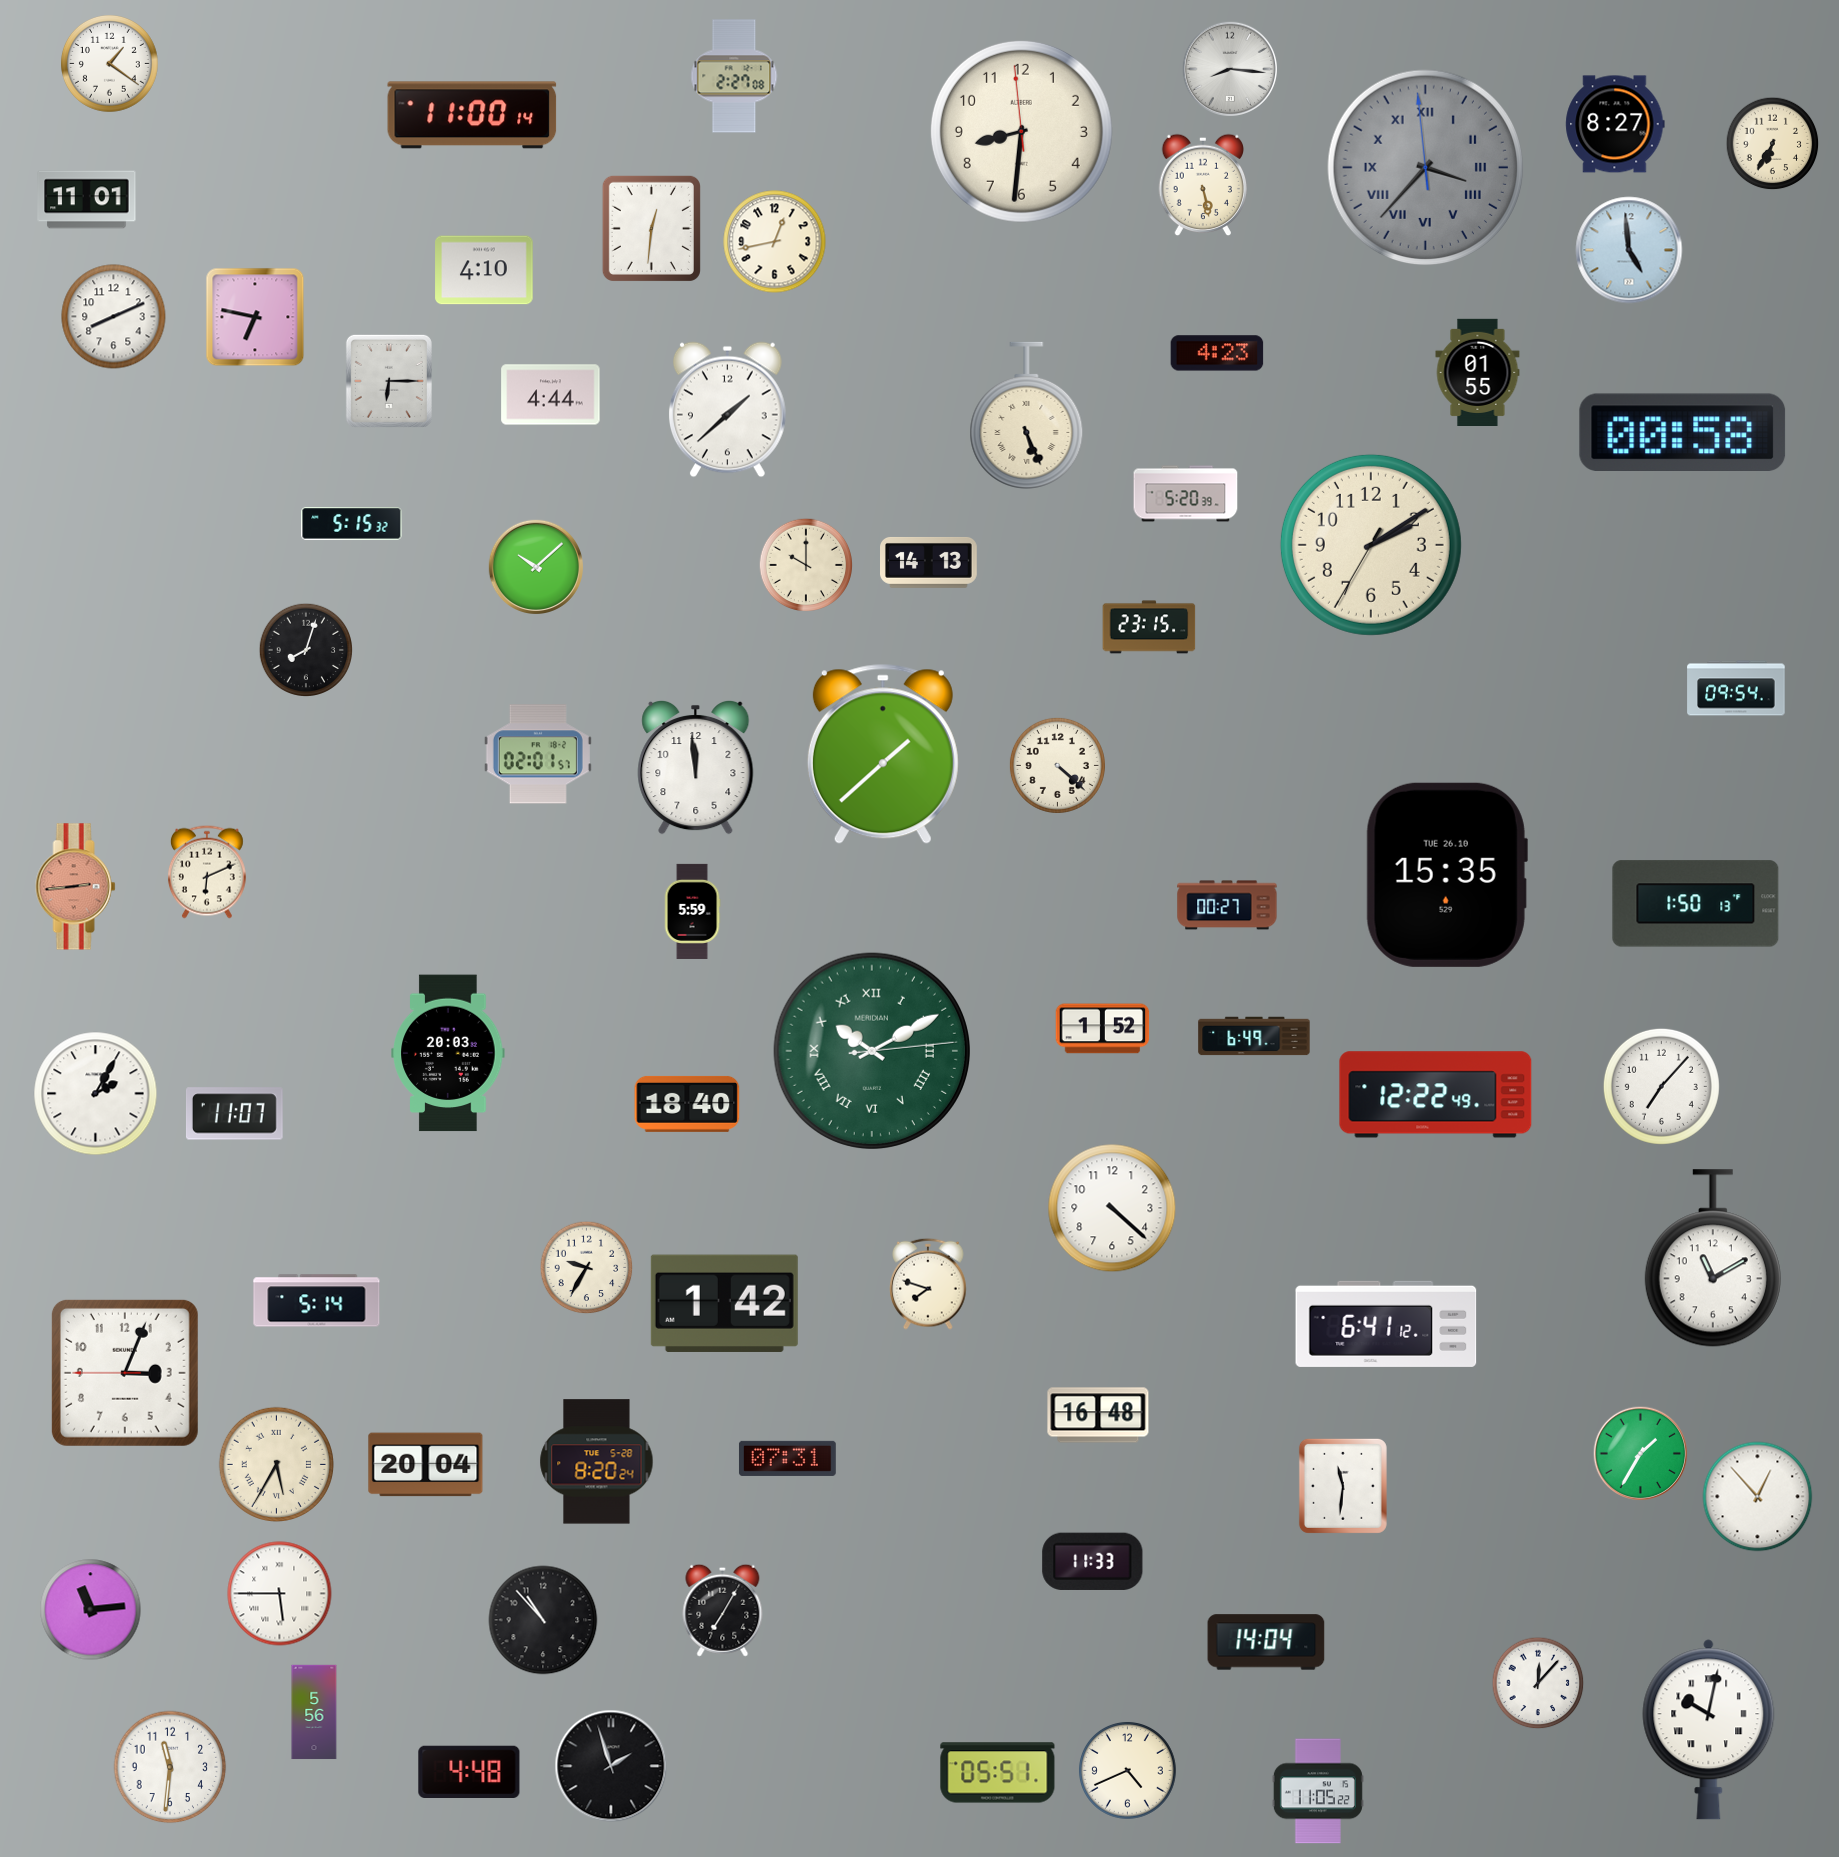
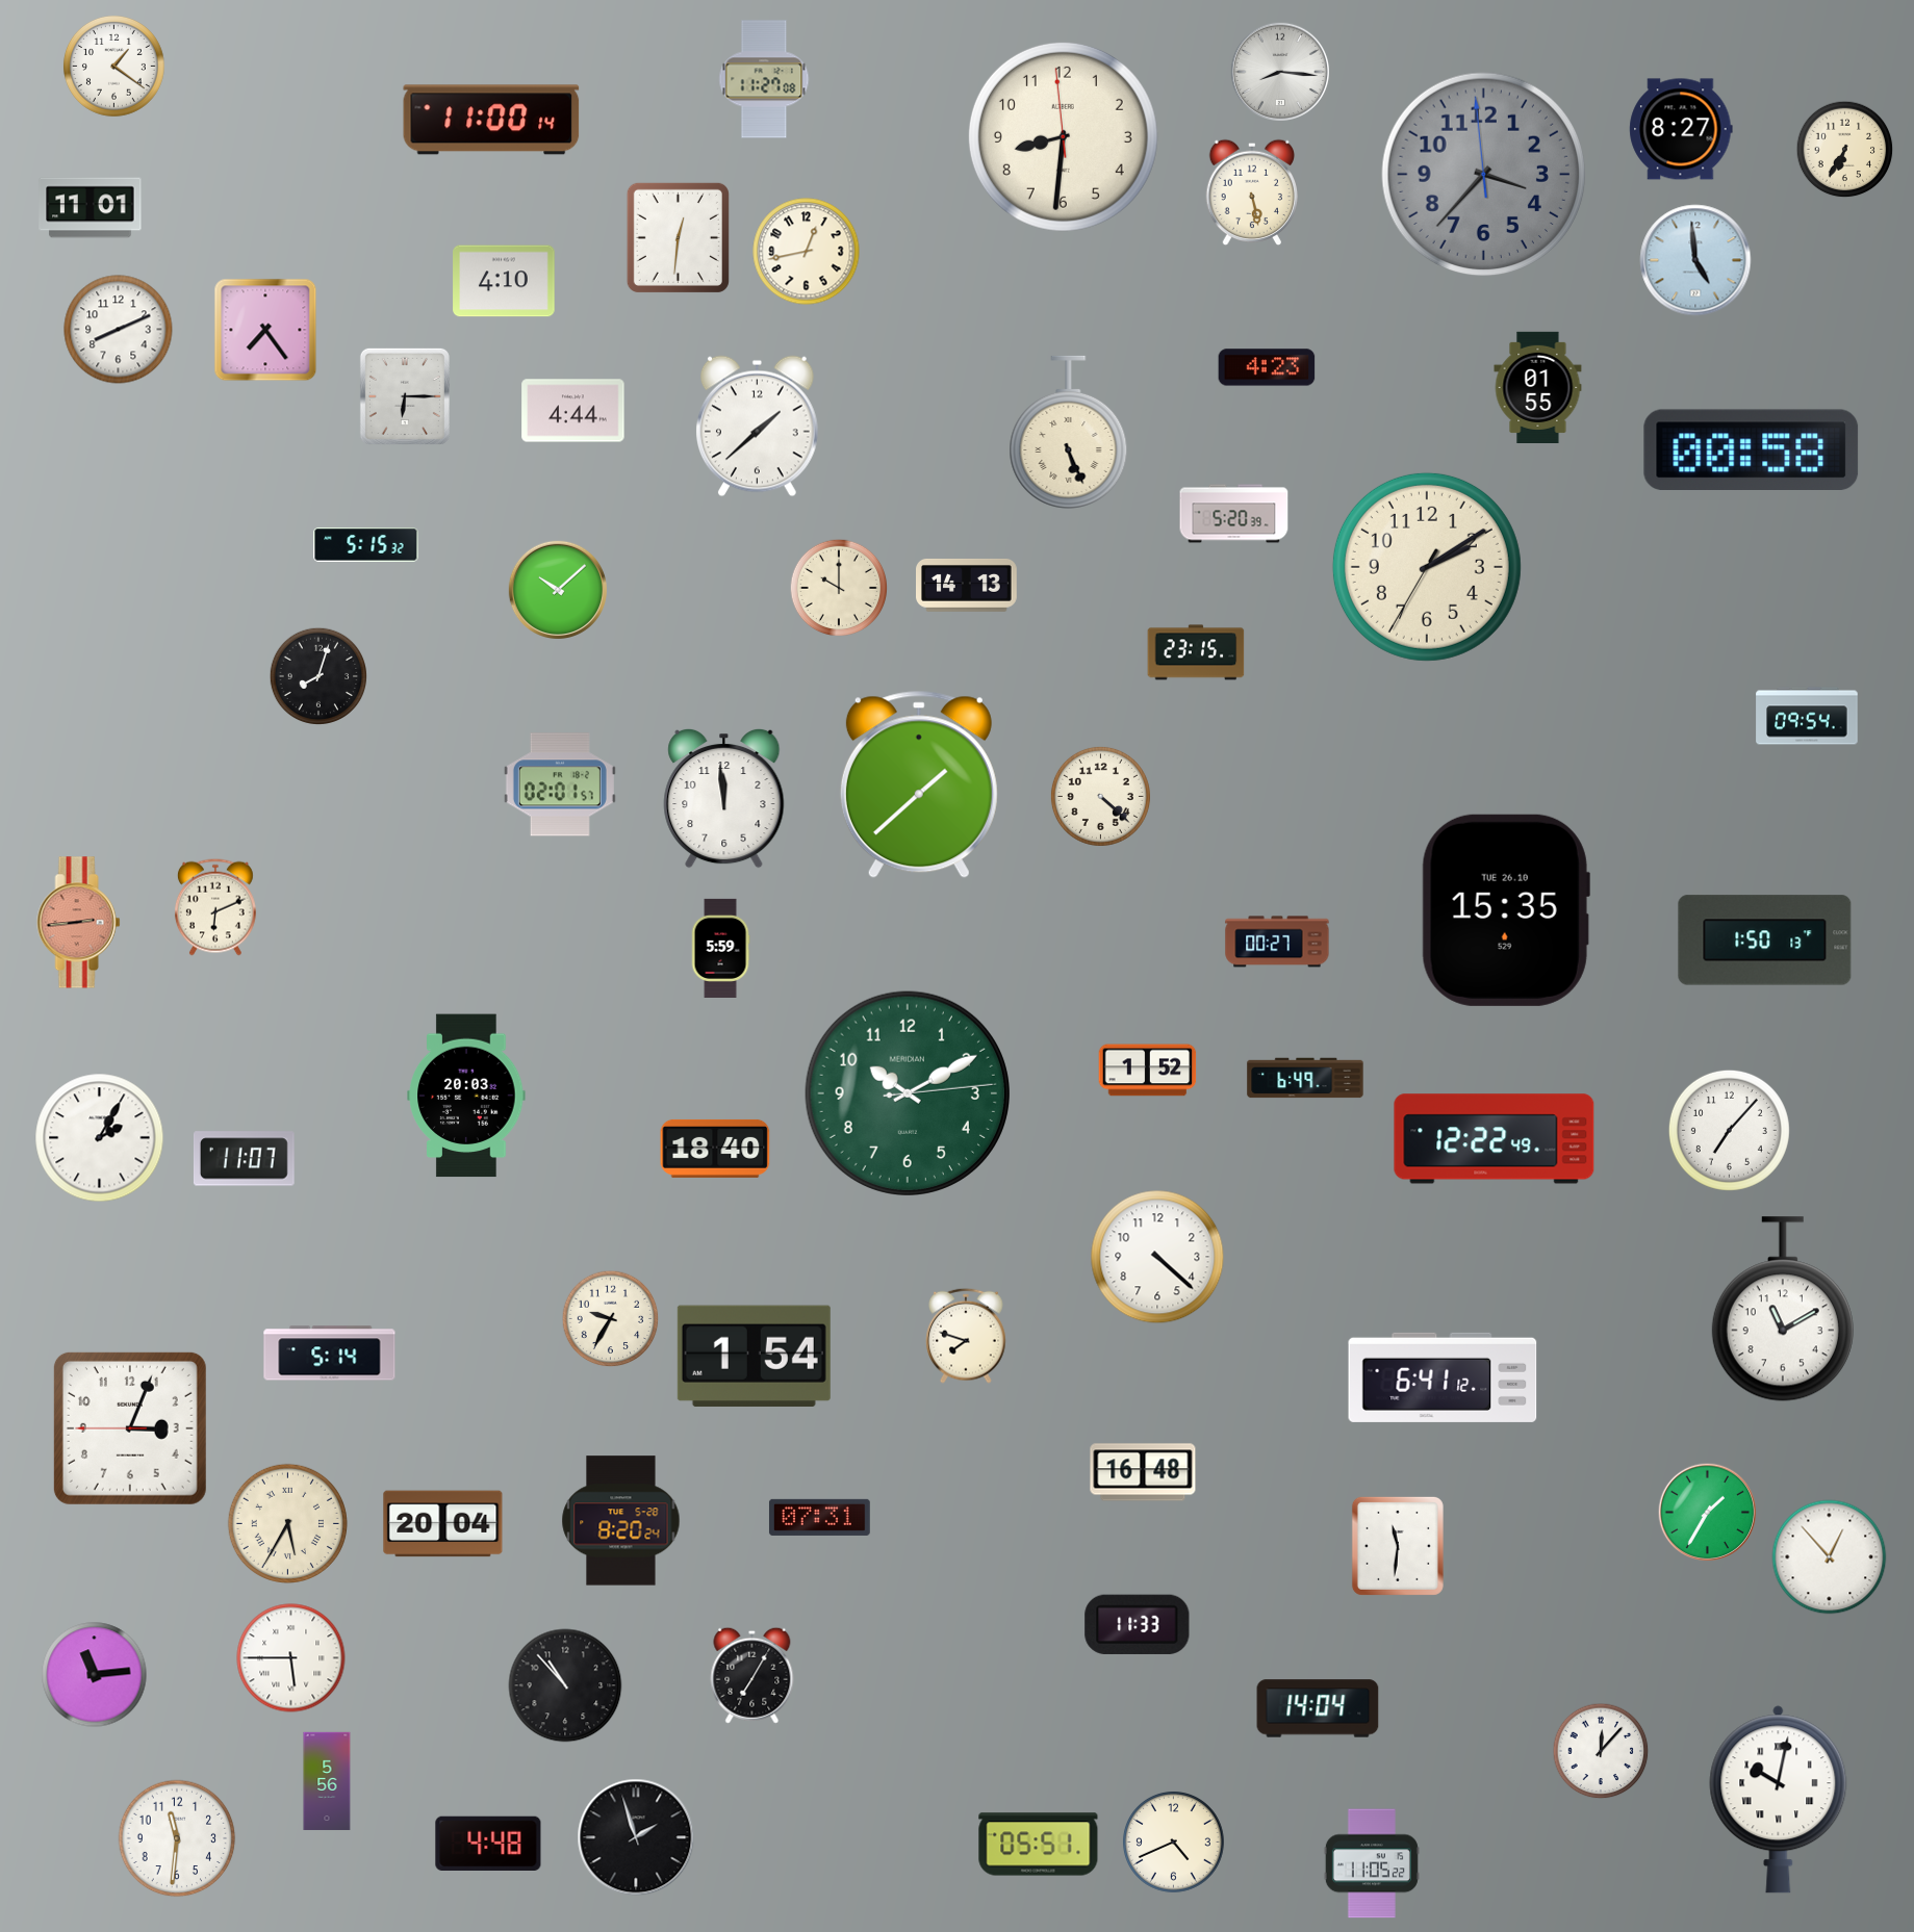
clock at (734, 76): 2:27 -> 11:27
clock at (1426, 168) numerals: Roman -> Arabic
clock at (255, 317): 6:47 -> 7:24
clock at (871, 1050) numerals: Roman -> Arabic
clock at (724, 1303): 1:42 -> 1:54
